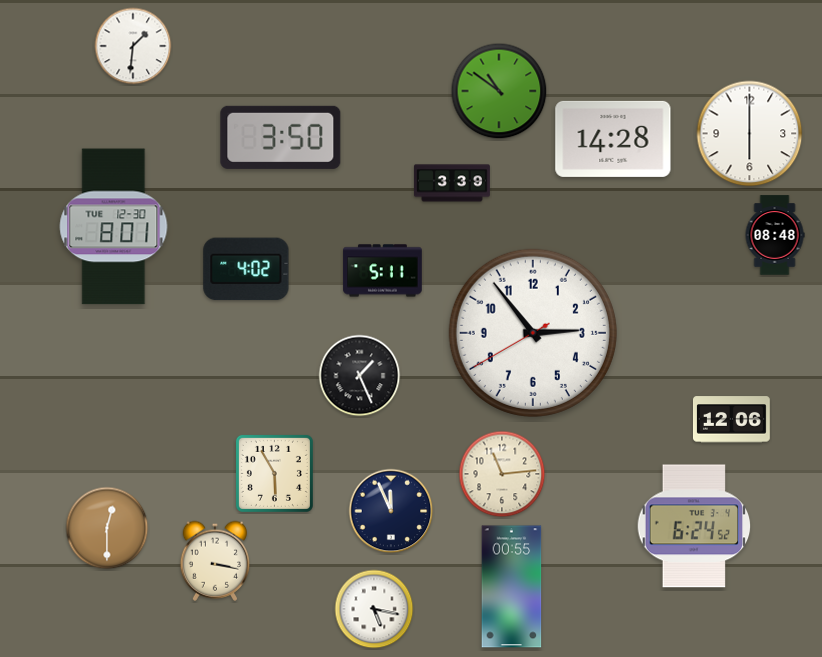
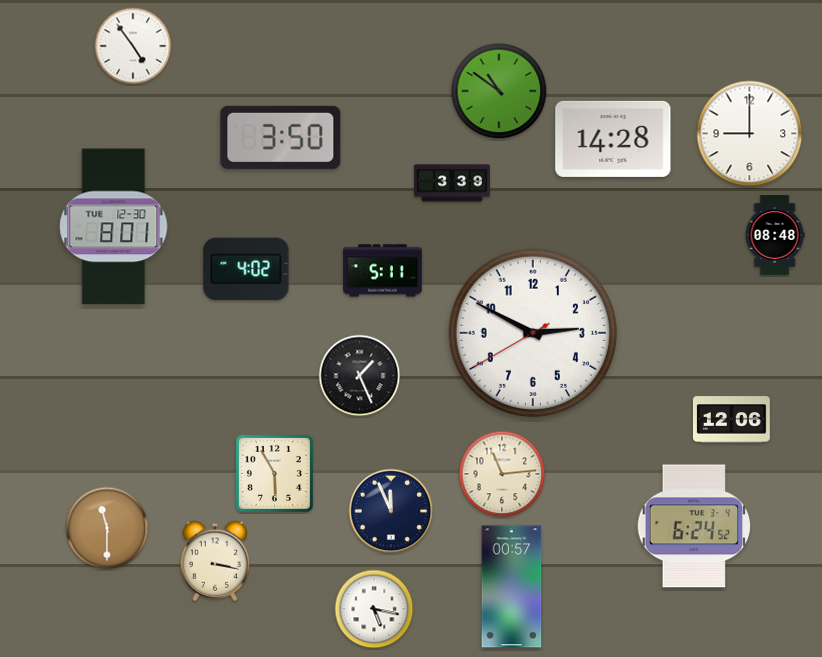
clock at (133, 46): 1:31 -> 4:54
clock at (750, 134): 6:00 -> 9:00
clock at (533, 333): 2:53 -> 2:49
clock at (107, 528): 12:30 -> 11:30
clock at (512, 587): 00:55 -> 00:57
